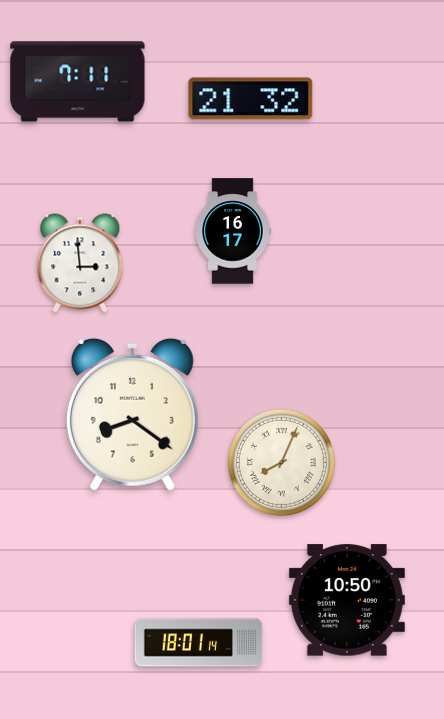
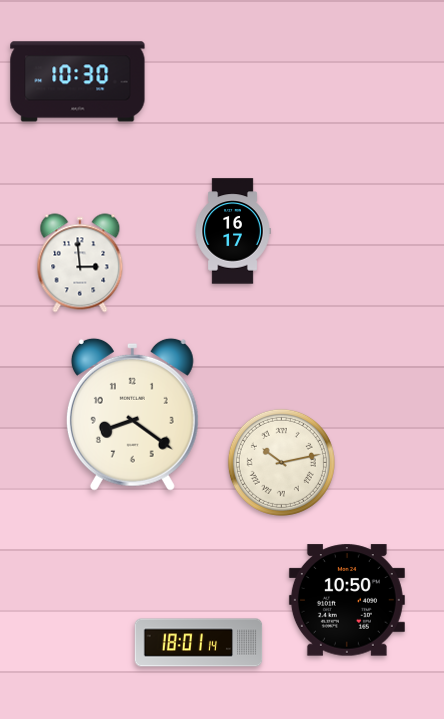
clock at (78, 82): 7:11 -> 10:30
clock at (251, 99): 21:32 -> none
clock at (281, 462): 8:04 -> 10:13
